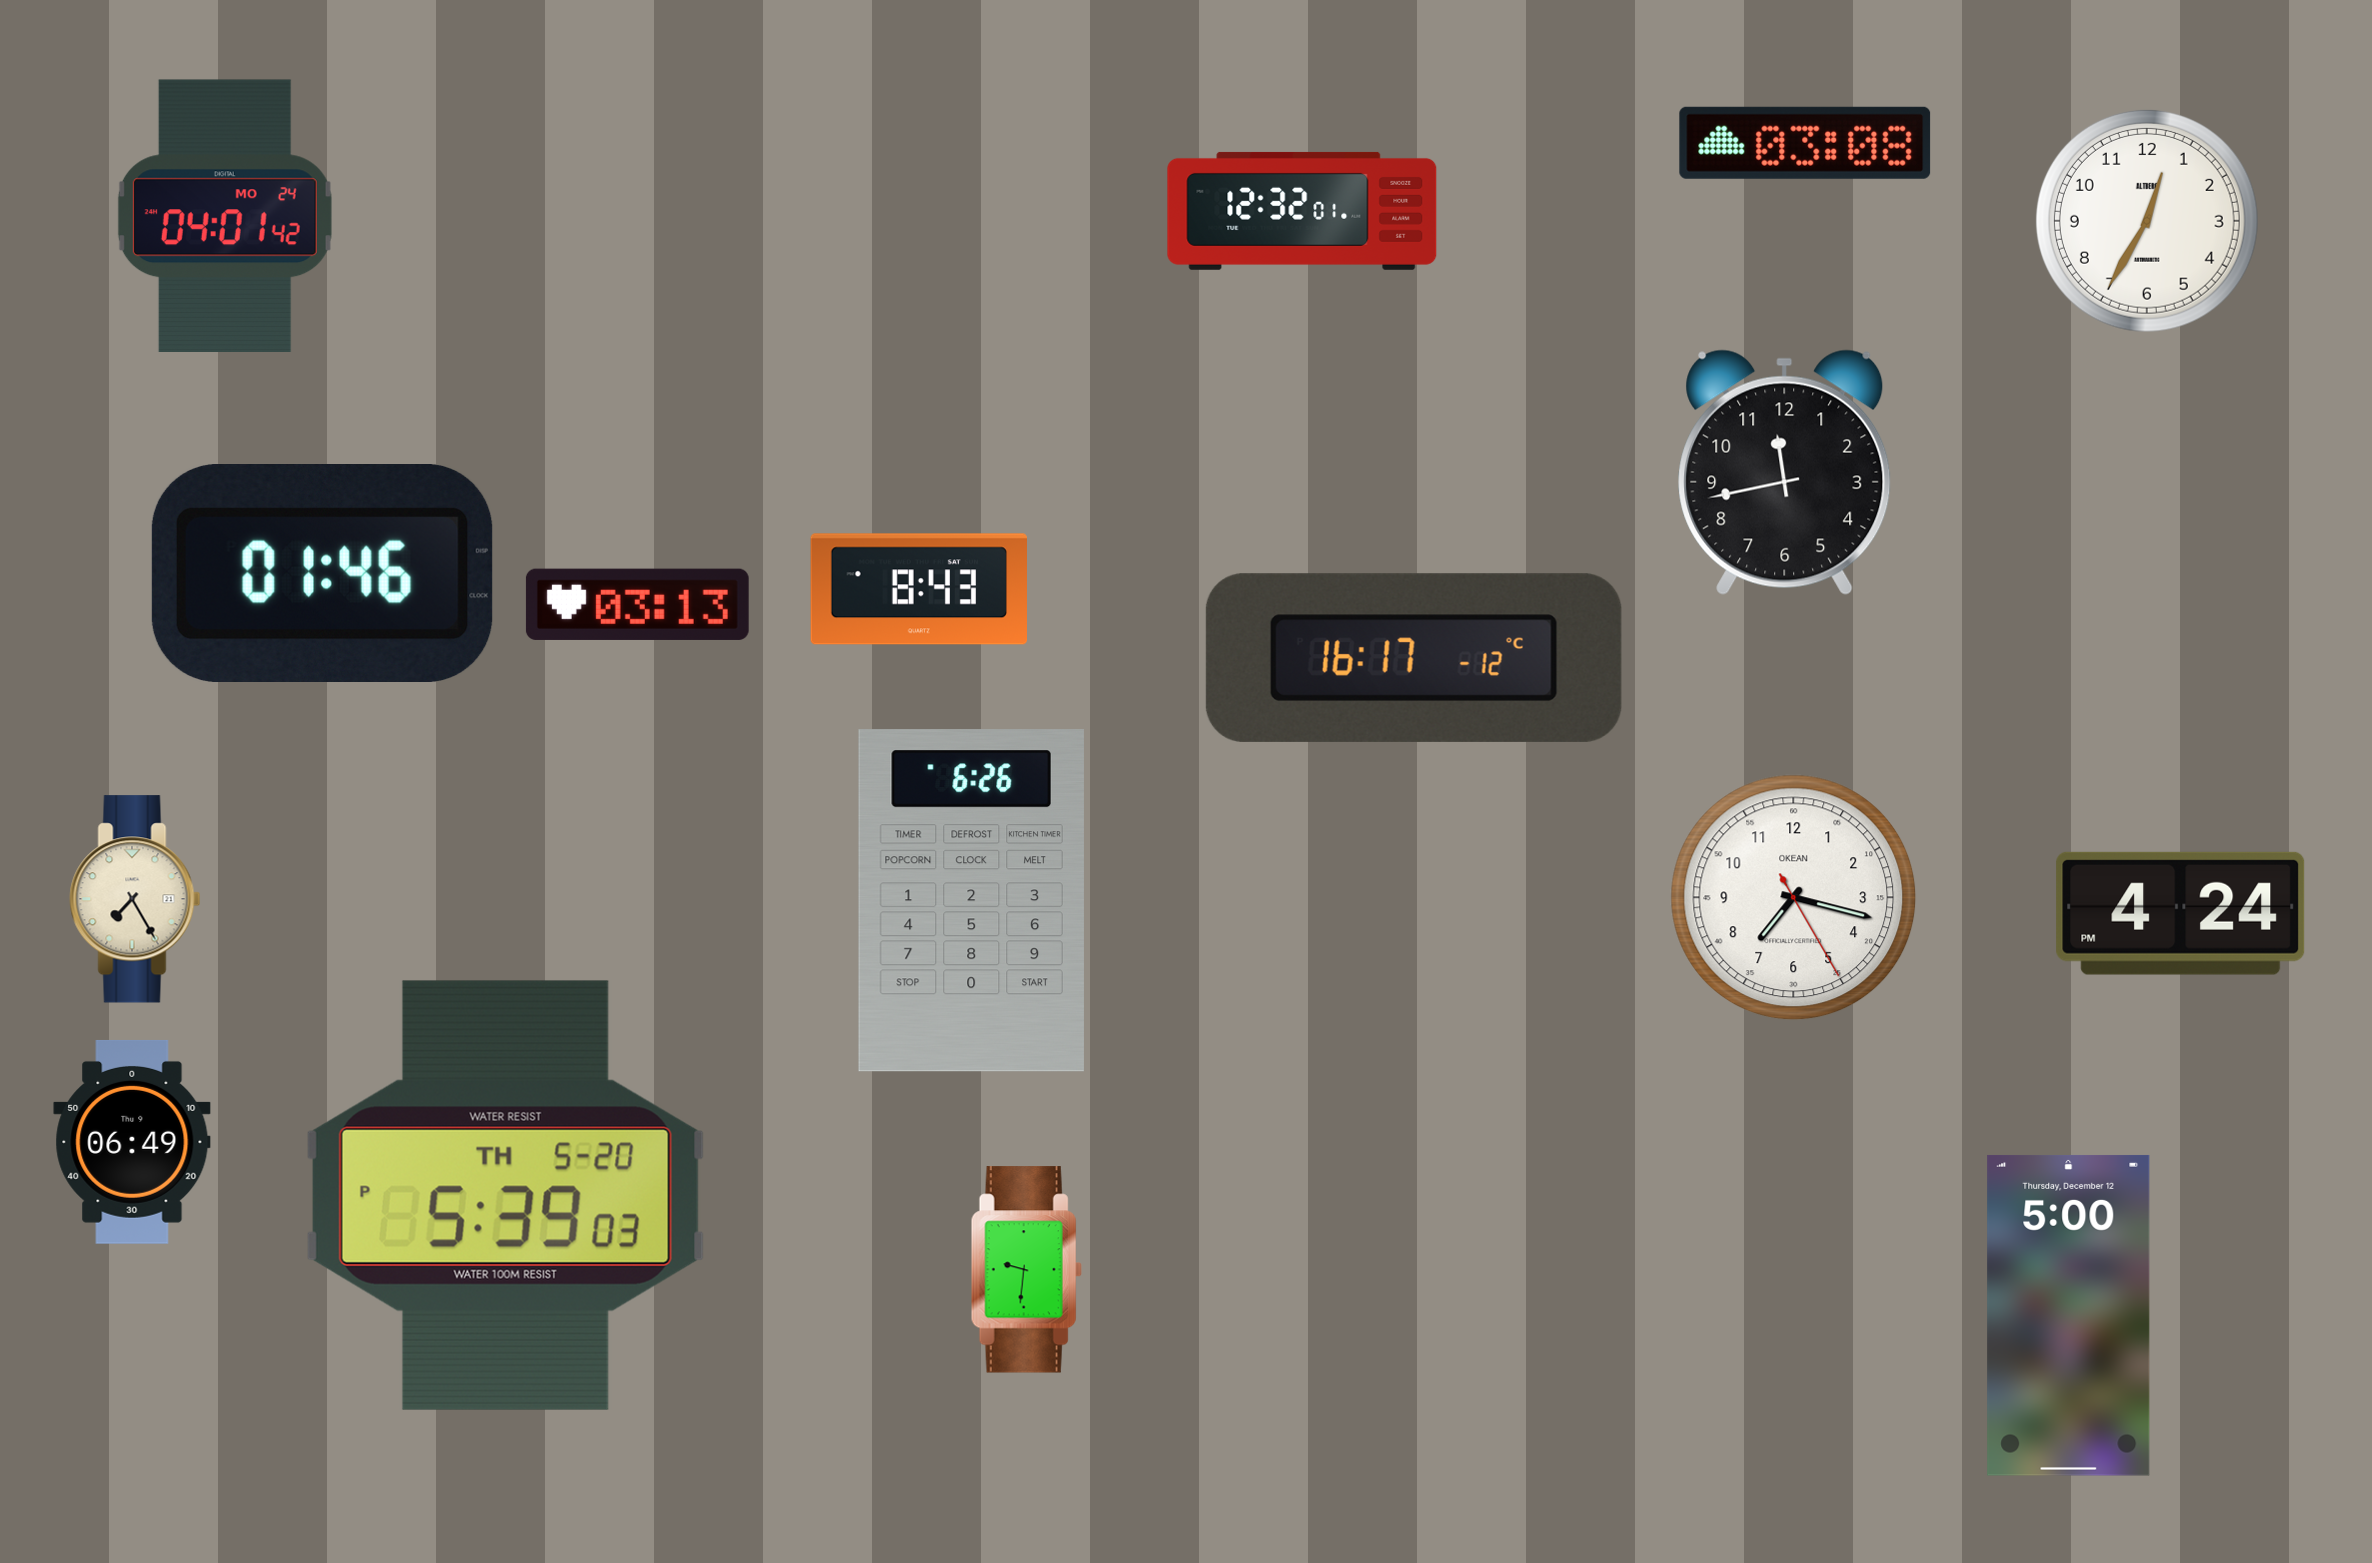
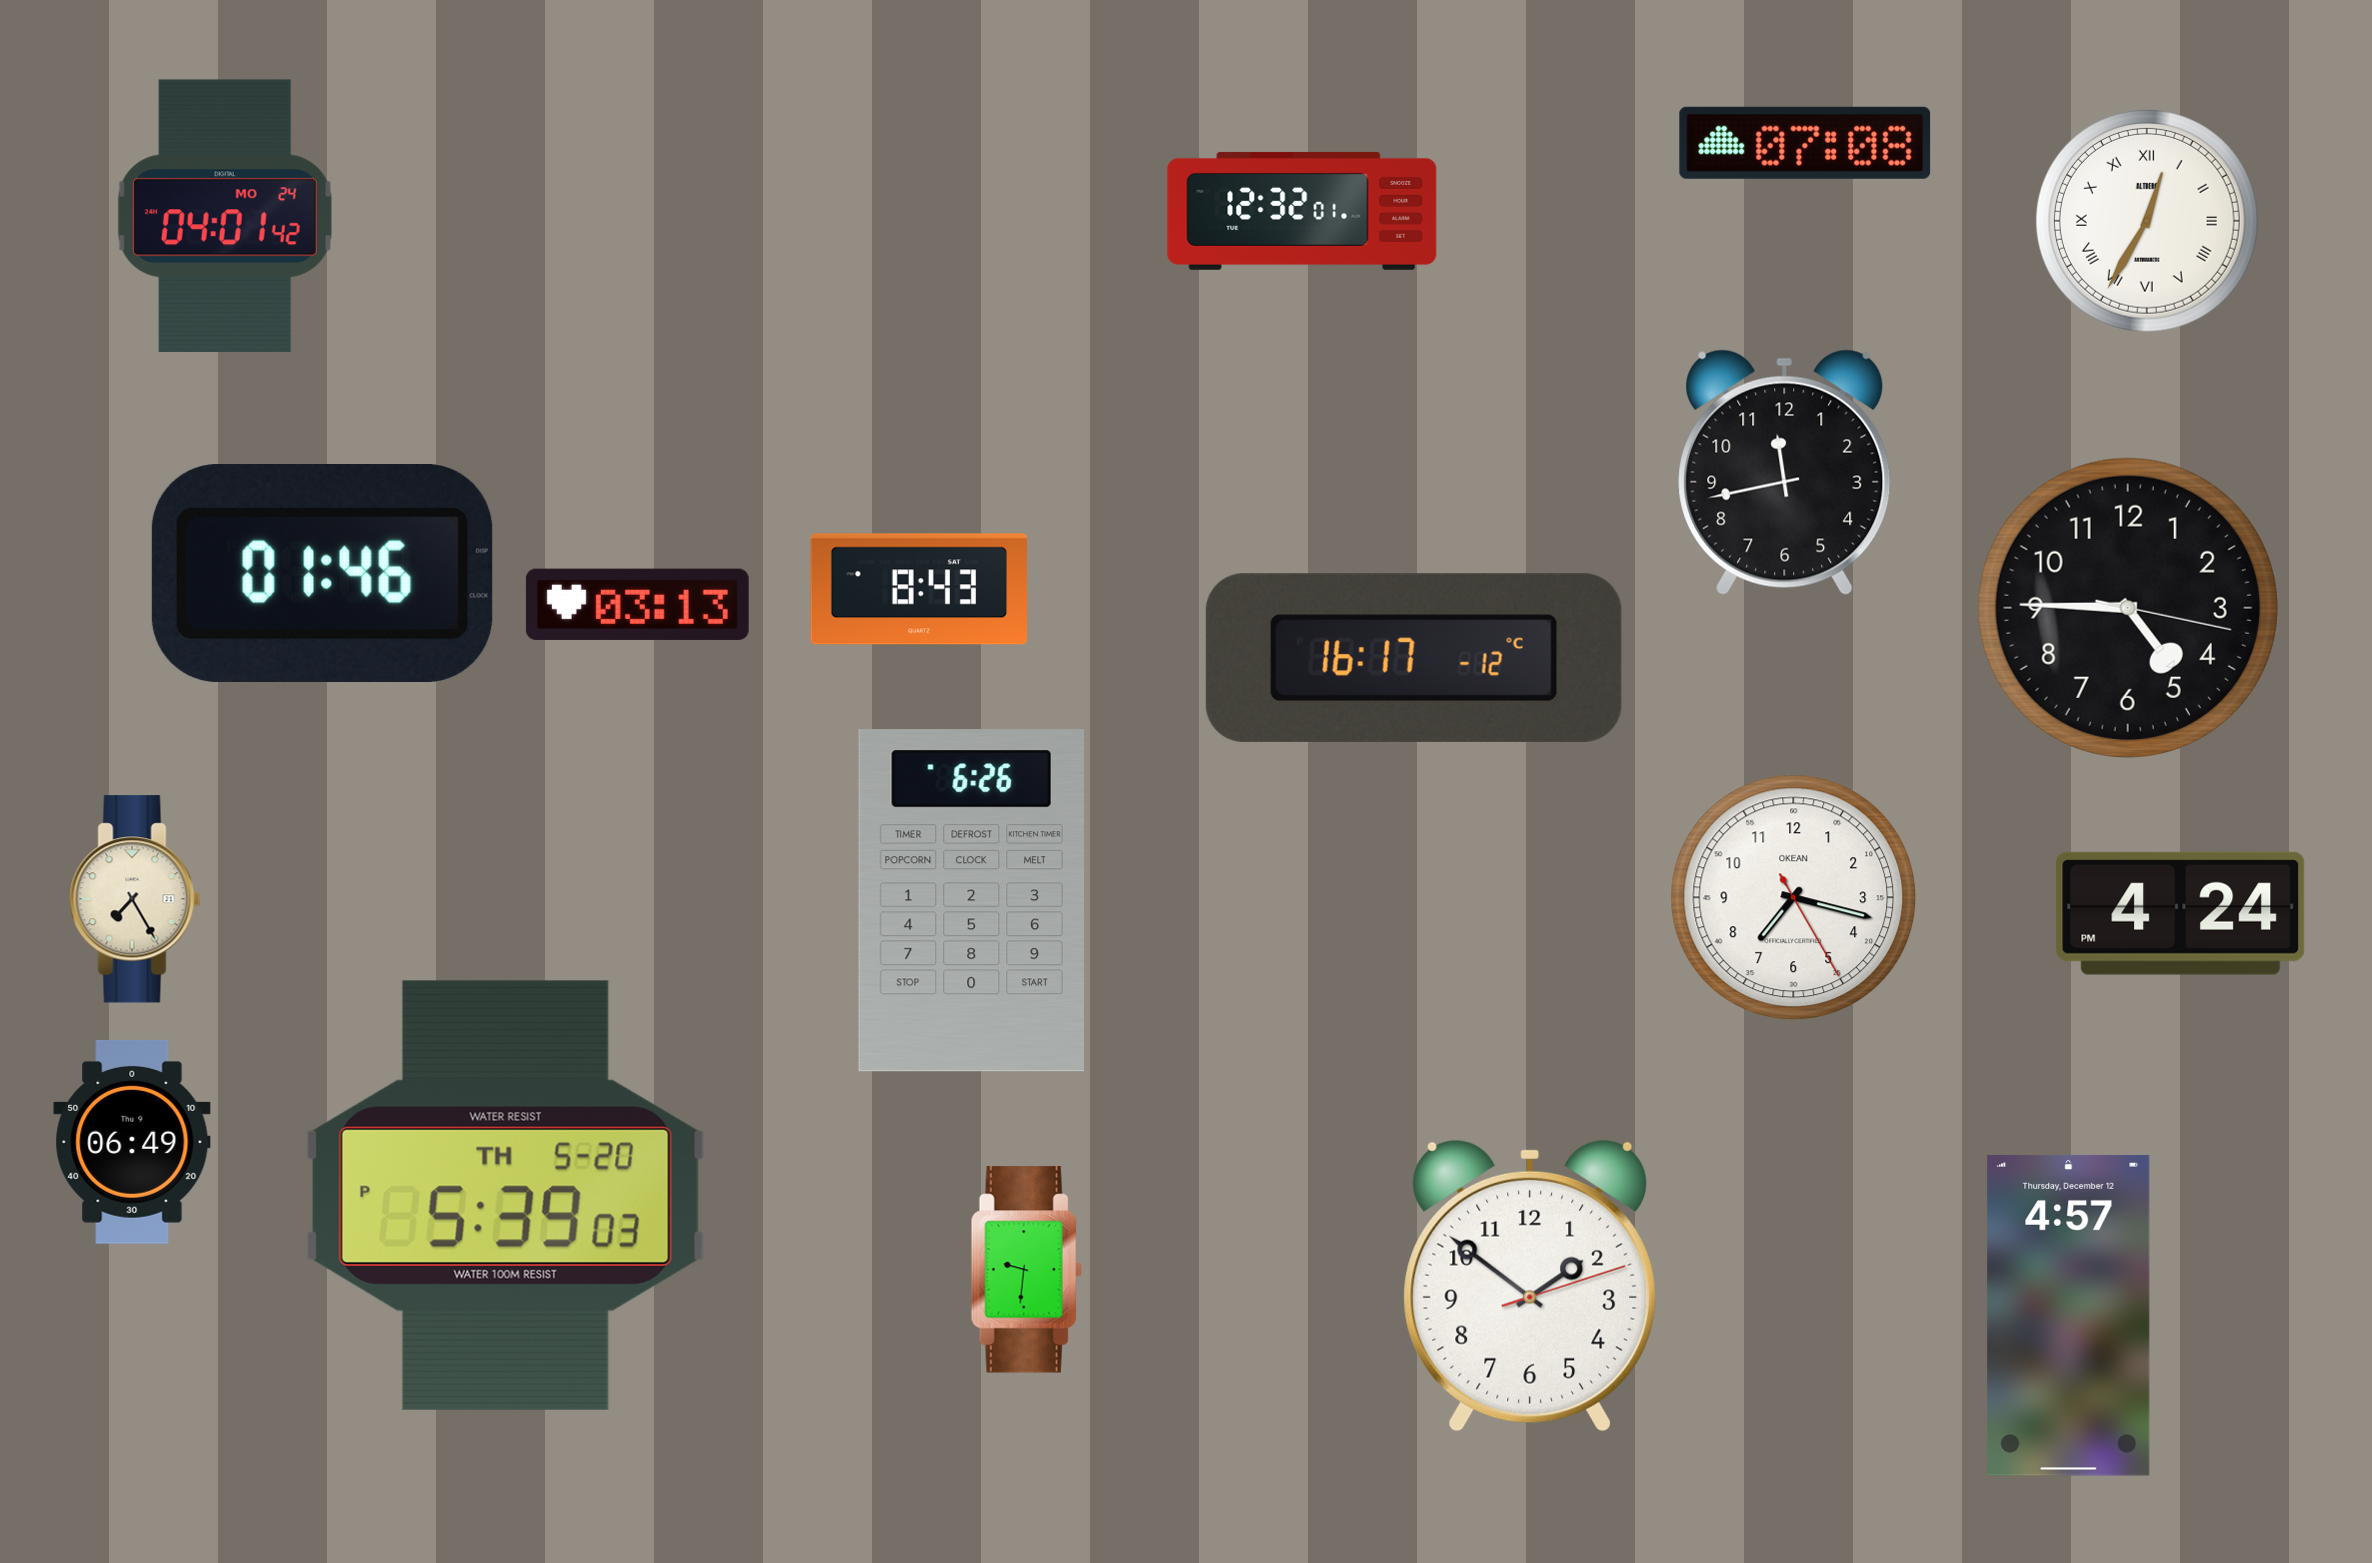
clock at (1805, 143): 03:08 -> 07:08
clock at (2147, 221) numerals: Arabic -> Roman
clock at (2128, 608): none -> 4:45
clock at (1529, 1286): none -> 1:51
clock at (2069, 1315): 5:00 -> 4:57
